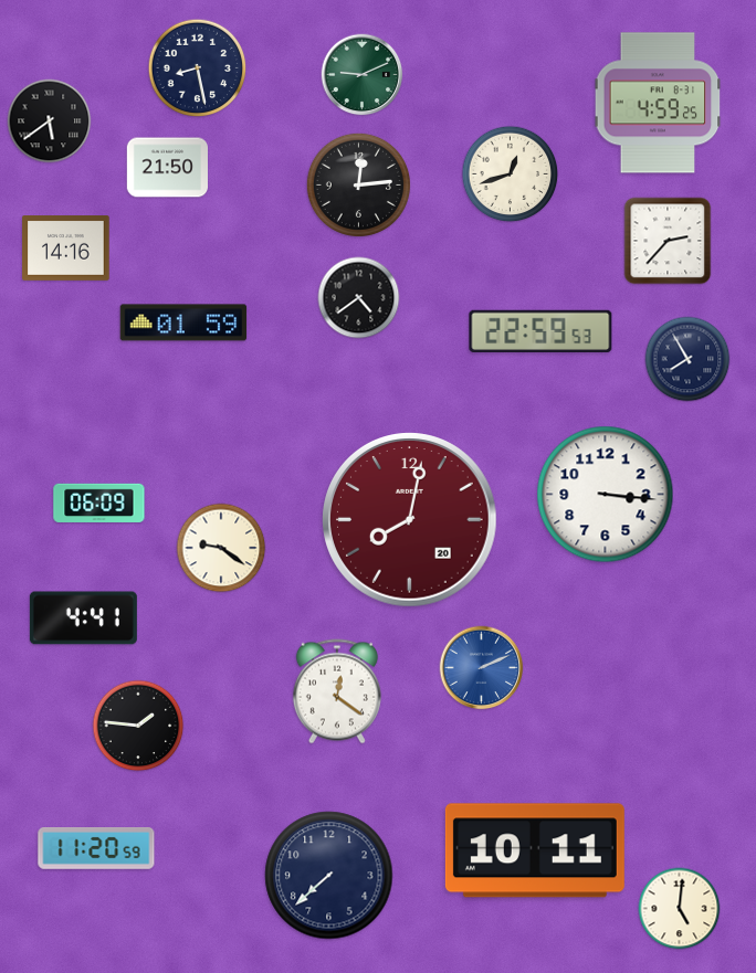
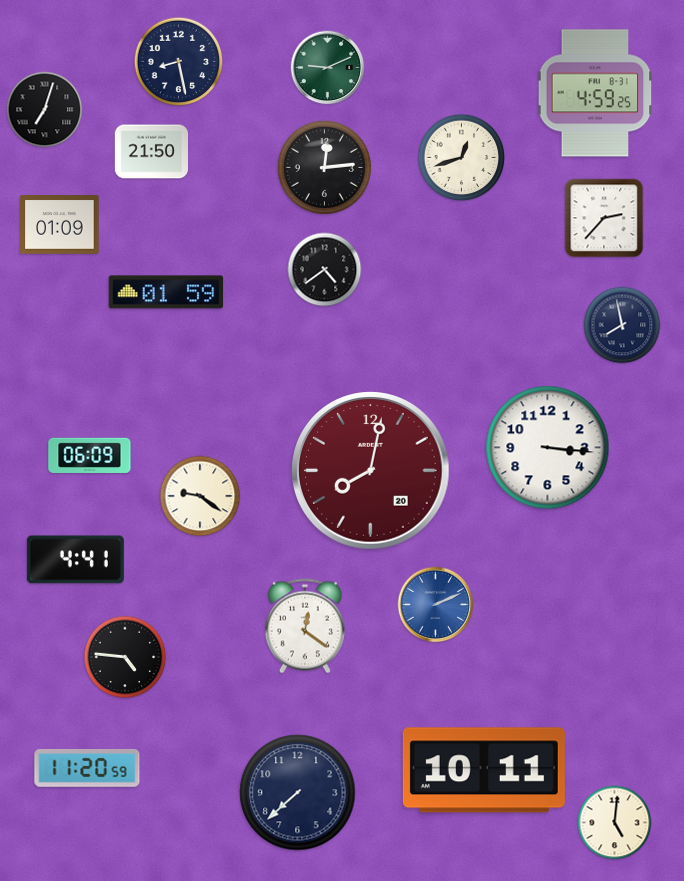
clock at (50, 121): 5:39 -> 7:03
clock at (66, 248): 14:16 -> 01:09
clock at (540, 331): 22:59 -> none
clock at (687, 359): 7:55 -> 7:58
clock at (138, 726): 1:46 -> 4:46
